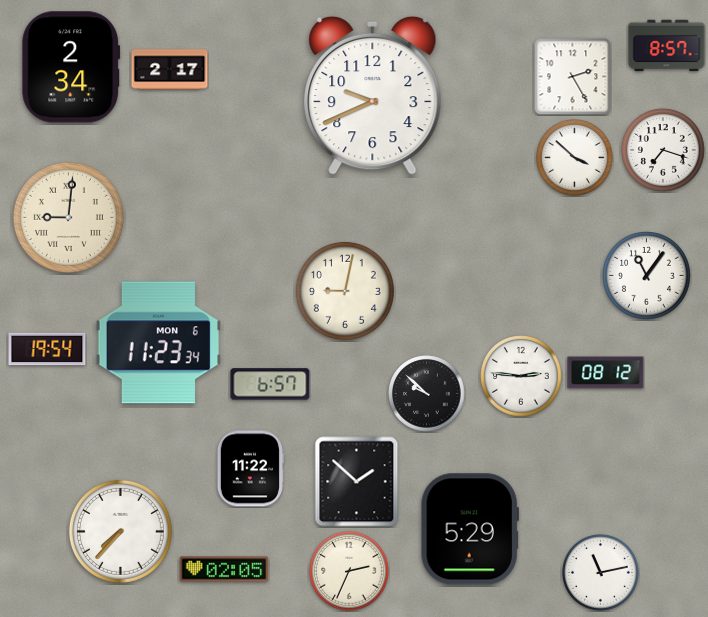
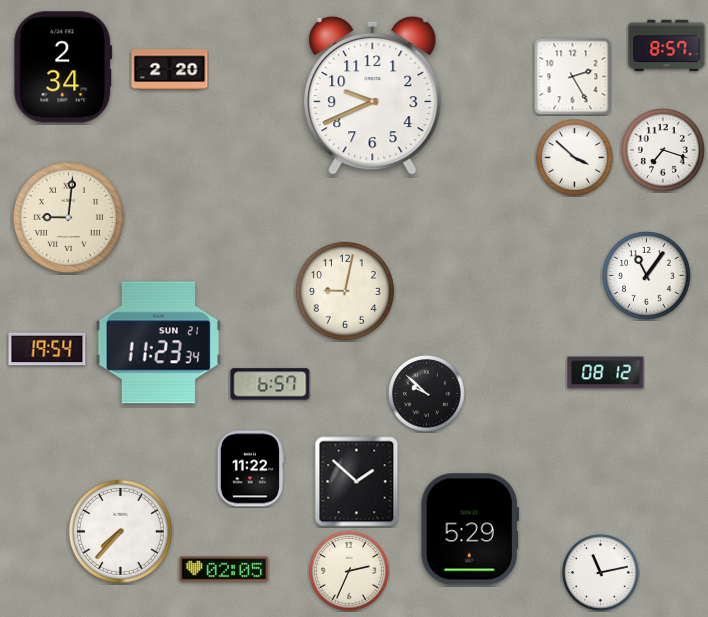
clock at (71, 67) position: (71, 67) -> (63, 67)
clock at (170, 70): 2:17 -> 2:20
clock at (159, 343) date: MON 6 -> SUN 21
clock at (521, 376): 2:46 -> none
